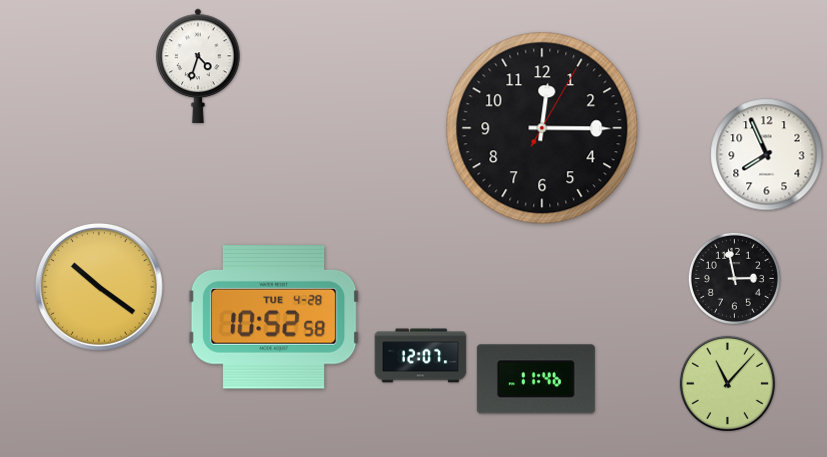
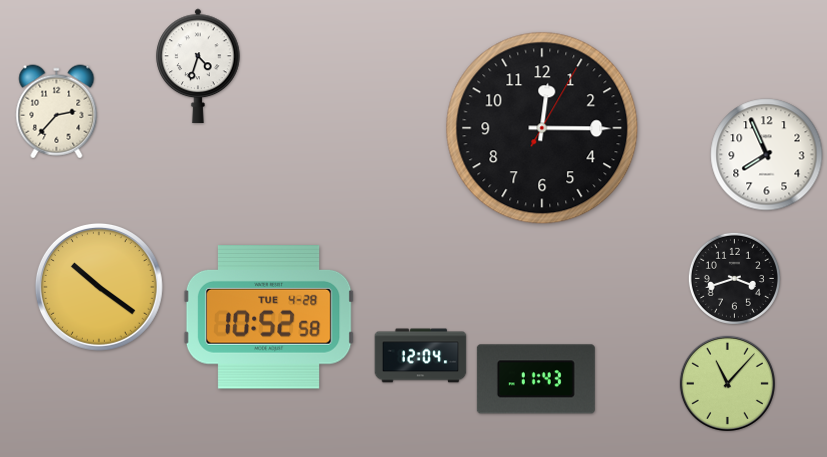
clock at (57, 112): none -> 2:37
clock at (734, 278): 2:58 -> 3:42
clock at (274, 318) position: (274, 318) -> (269, 318)
clock at (421, 356): 12:07 -> 12:04
clock at (536, 379): 11:46 -> 11:43
